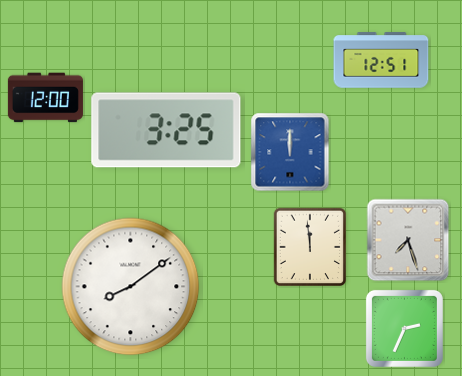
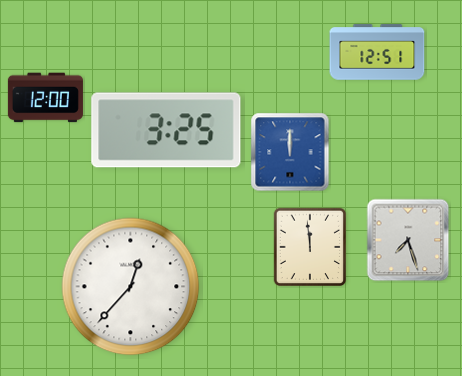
clock at (381, 60) position: (381, 60) -> (377, 52)
clock at (131, 287): 8:09 -> 12:37
clock at (404, 328): 2:34 -> none
